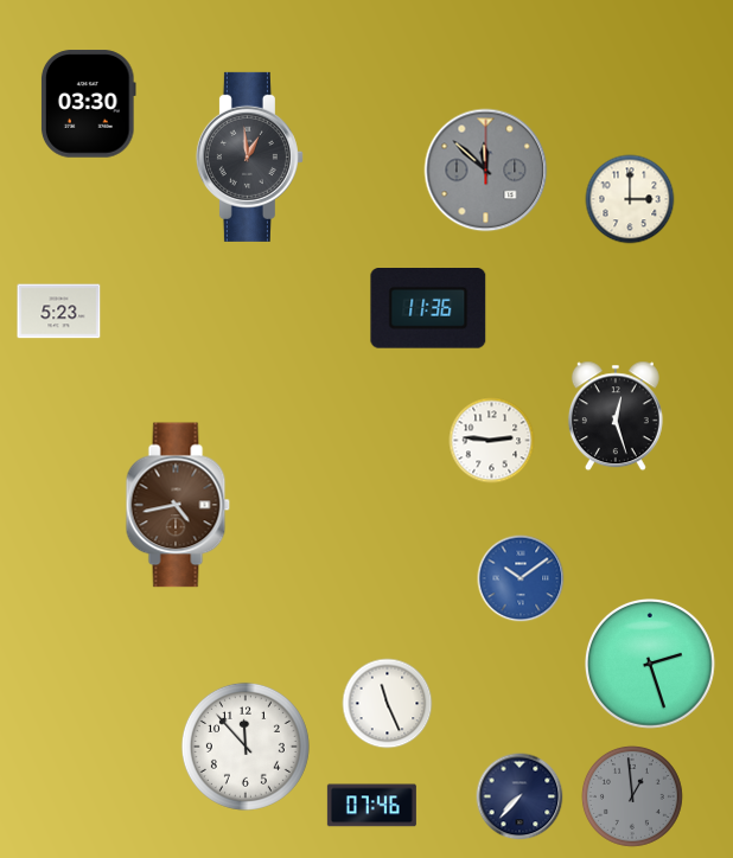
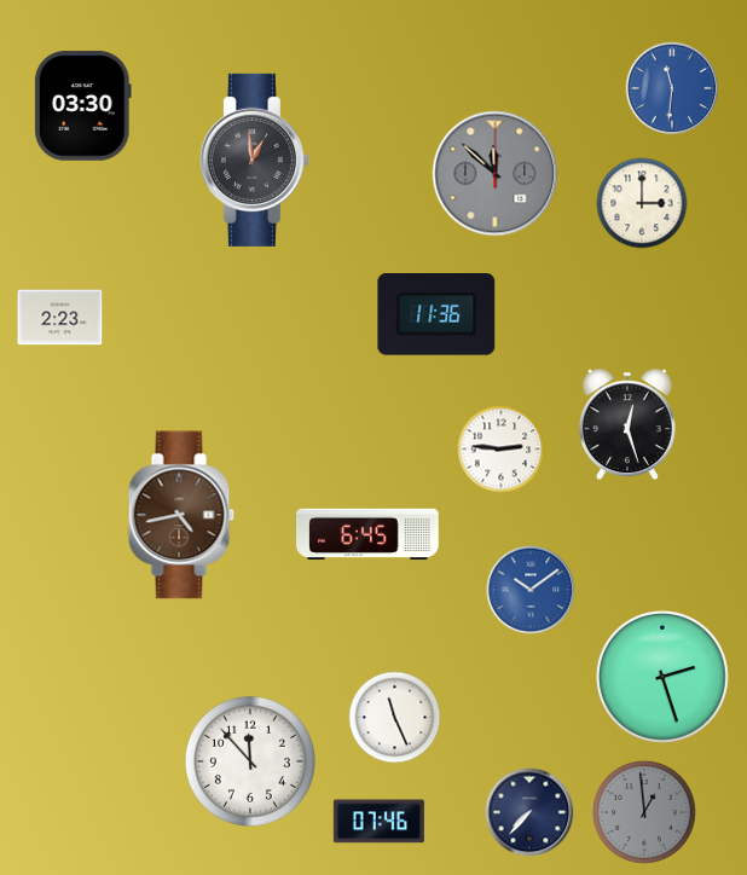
clock at (672, 88): none -> 11:31
clock at (88, 104) position: (88, 104) -> (82, 106)
clock at (59, 312): 5:23 -> 2:23
clock at (367, 534): none -> 6:45
